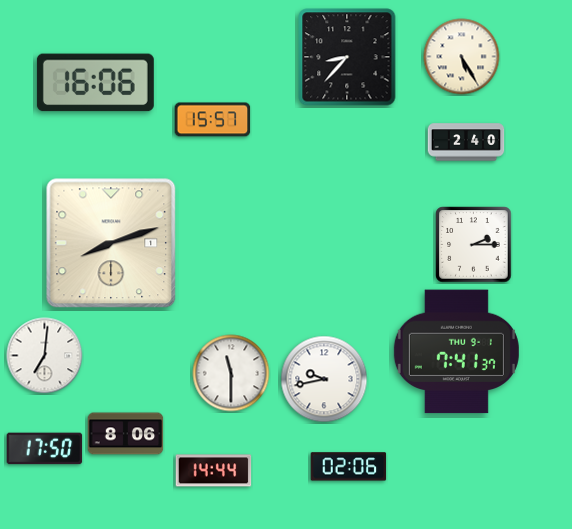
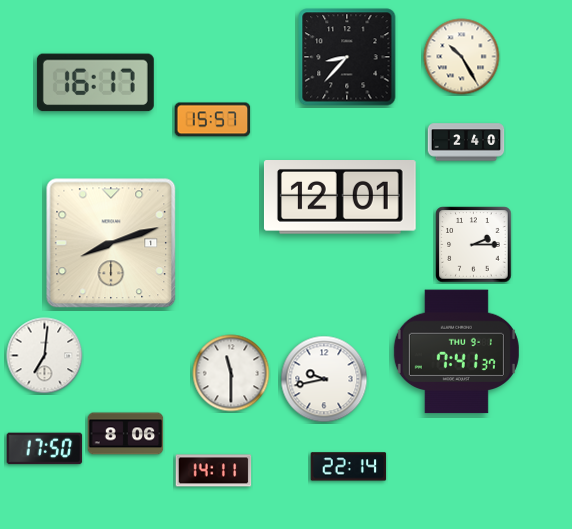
clock at (462, 57): 5:25 -> 10:25
clock at (95, 83): 16:06 -> 16:17
clock at (340, 198): none -> 12:01
clock at (349, 467): 02:06 -> 22:14
clock at (214, 471): 14:44 -> 14:11
